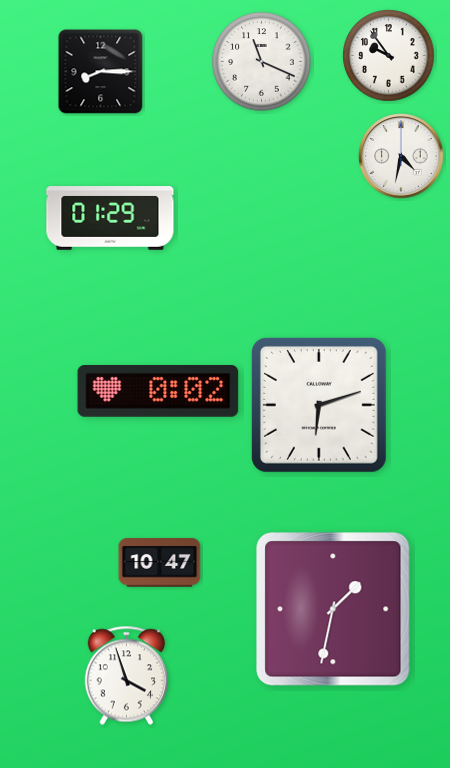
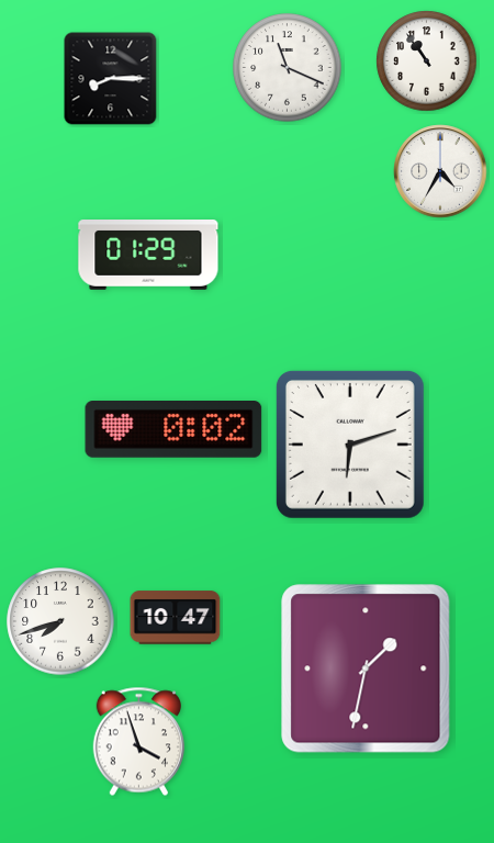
clock at (389, 56): 9:54 -> 10:54
clock at (401, 156): 4:32 -> 4:35
clock at (110, 219) position: (110, 219) -> (148, 256)
clock at (60, 621): none -> 7:42
